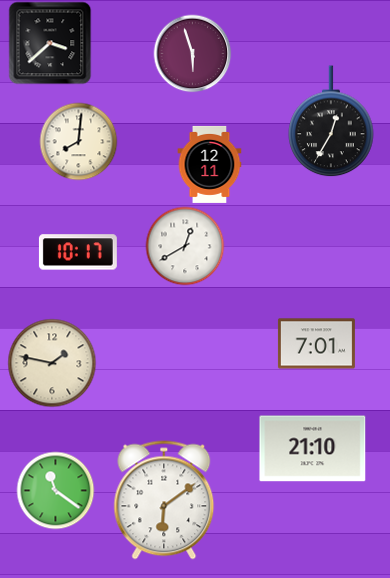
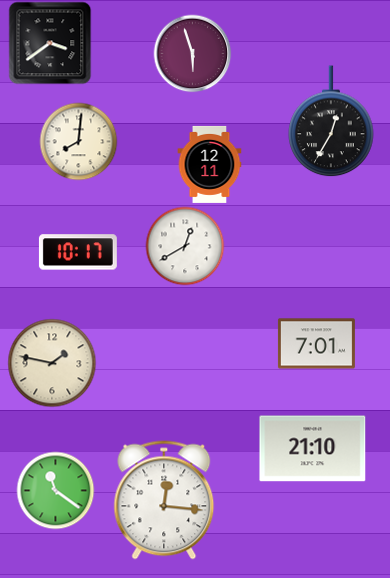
clock at (50, 43): 3:38 -> 3:39
clock at (164, 500): 6:09 -> 12:16
